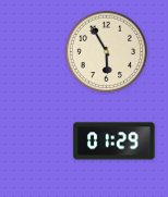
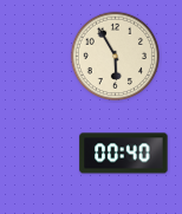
clock at (115, 141): 01:29 -> 00:40
